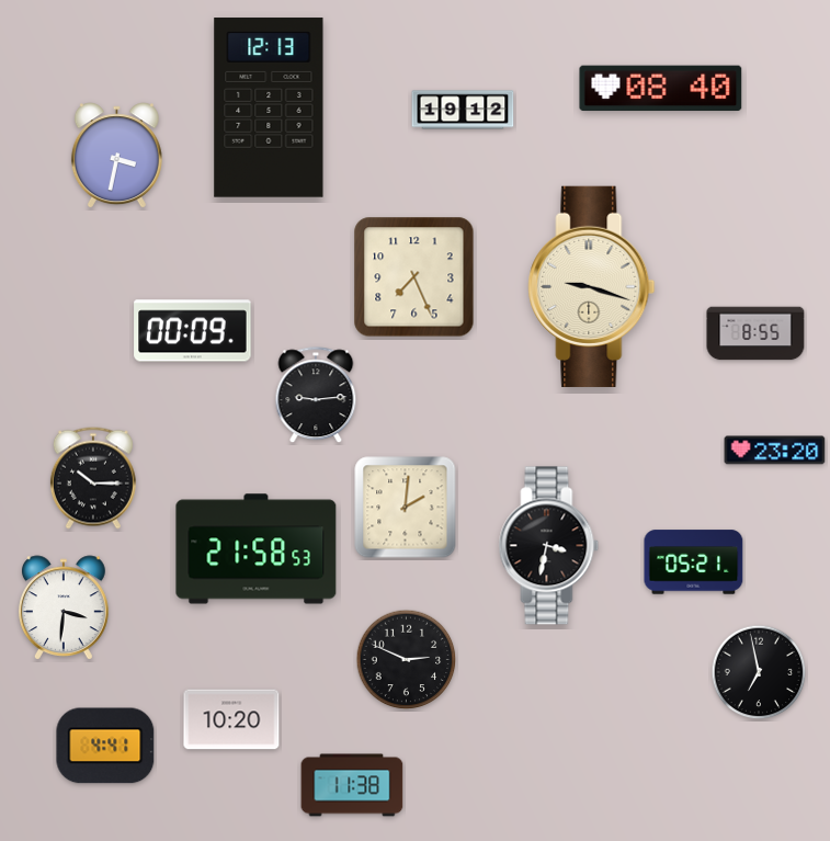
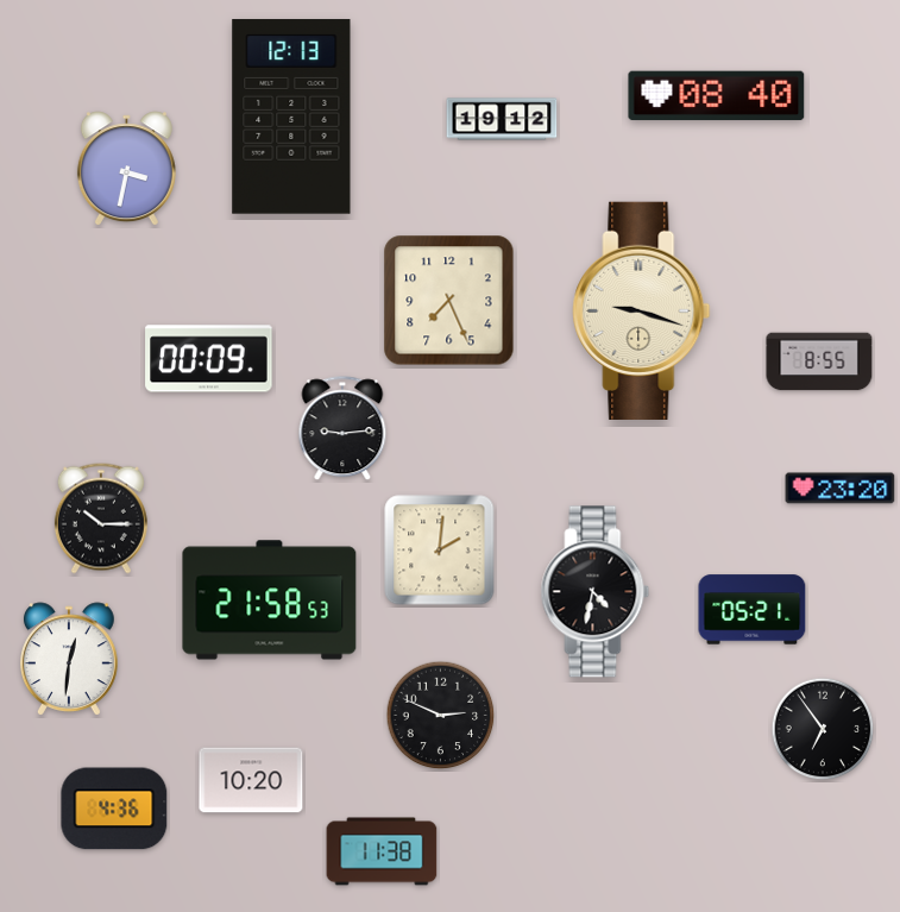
clock at (549, 546): 3:32 -> 4:32
clock at (257, 549) position: (257, 549) -> (270, 600)
clock at (65, 607): 3:31 -> 12:31
clock at (759, 672): 6:58 -> 6:54
clock at (105, 746): 4:41 -> 4:36
